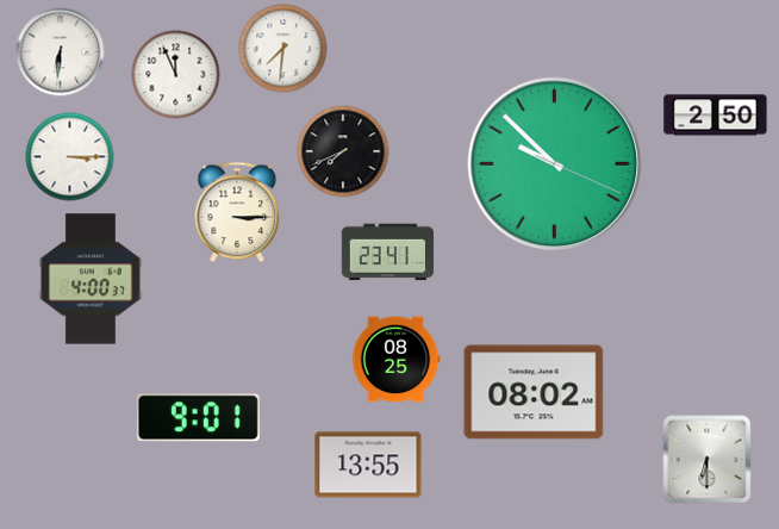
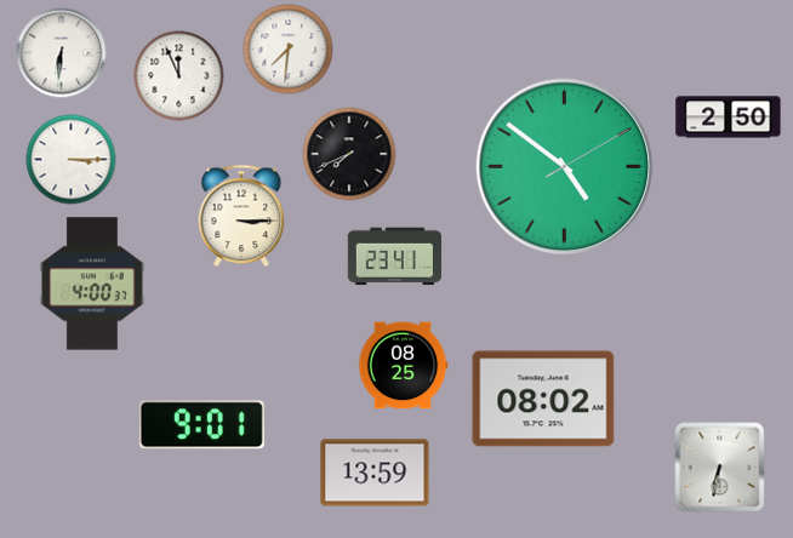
clock at (555, 164): 9:52 -> 4:51
clock at (708, 460): 6:30 -> 6:32
clock at (368, 465): 13:55 -> 13:59
